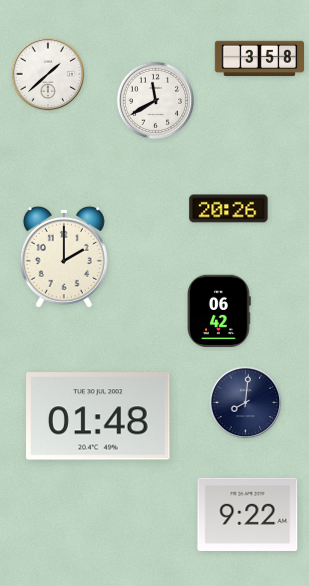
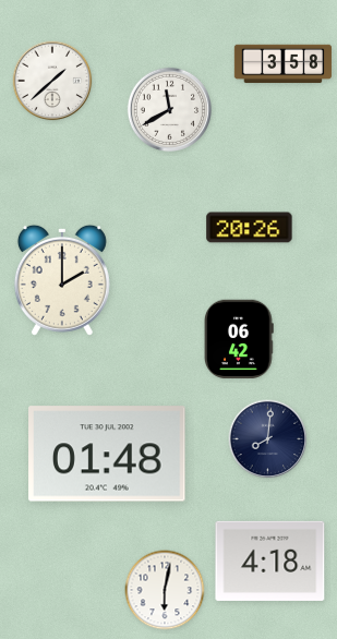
clock at (64, 257) position: (64, 257) -> (62, 280)
clock at (248, 514): 9:22 -> 4:18
clock at (165, 590): none -> 6:02
